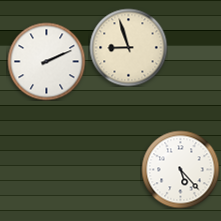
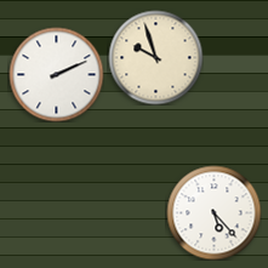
clock at (128, 47): 8:57 -> 9:57
clock at (180, 169) position: (180, 169) -> (213, 212)
